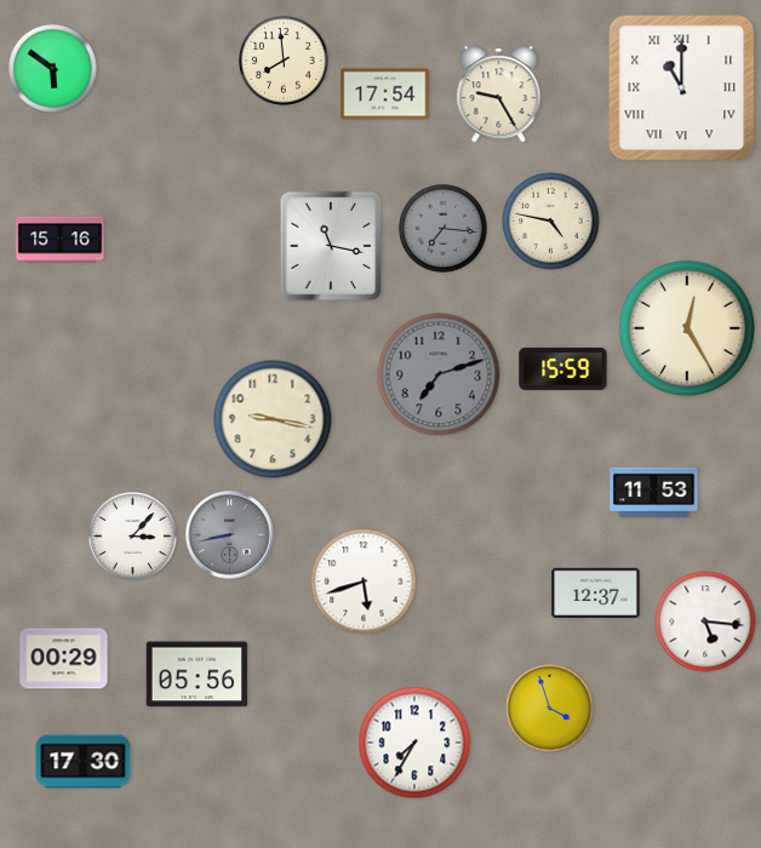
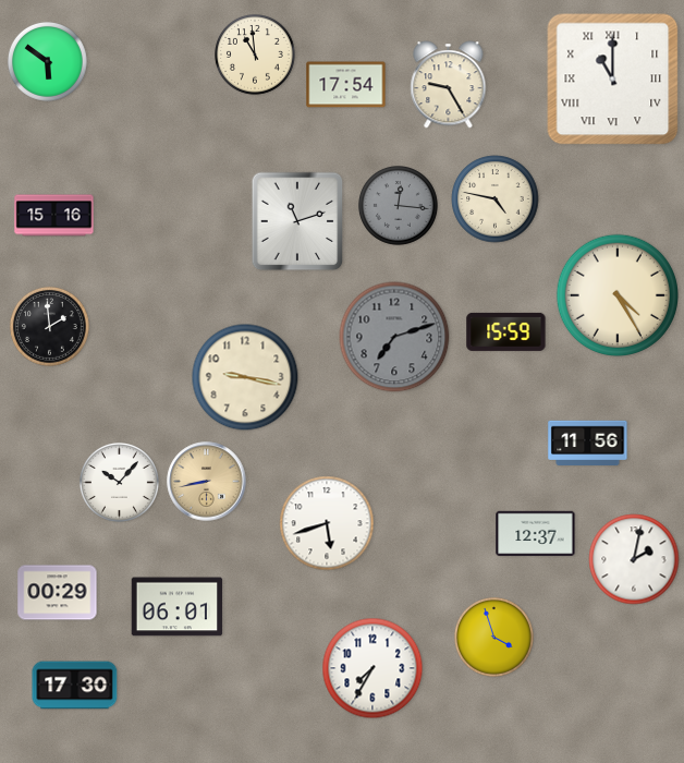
clock at (285, 62): 7:59 -> 10:59
clock at (442, 228): 7:16 -> 12:16
clock at (331, 246): 11:17 -> 11:12
clock at (686, 327): 12:25 -> 4:25
clock at (49, 326): none -> 1:59
clock at (654, 493): 11:53 -> 11:56
clock at (132, 535): 3:07 -> 10:07
clock at (230, 535) dial: grey -> champagne
clock at (705, 621): 5:16 -> 2:02
clock at (198, 675): 05:56 -> 06:01
